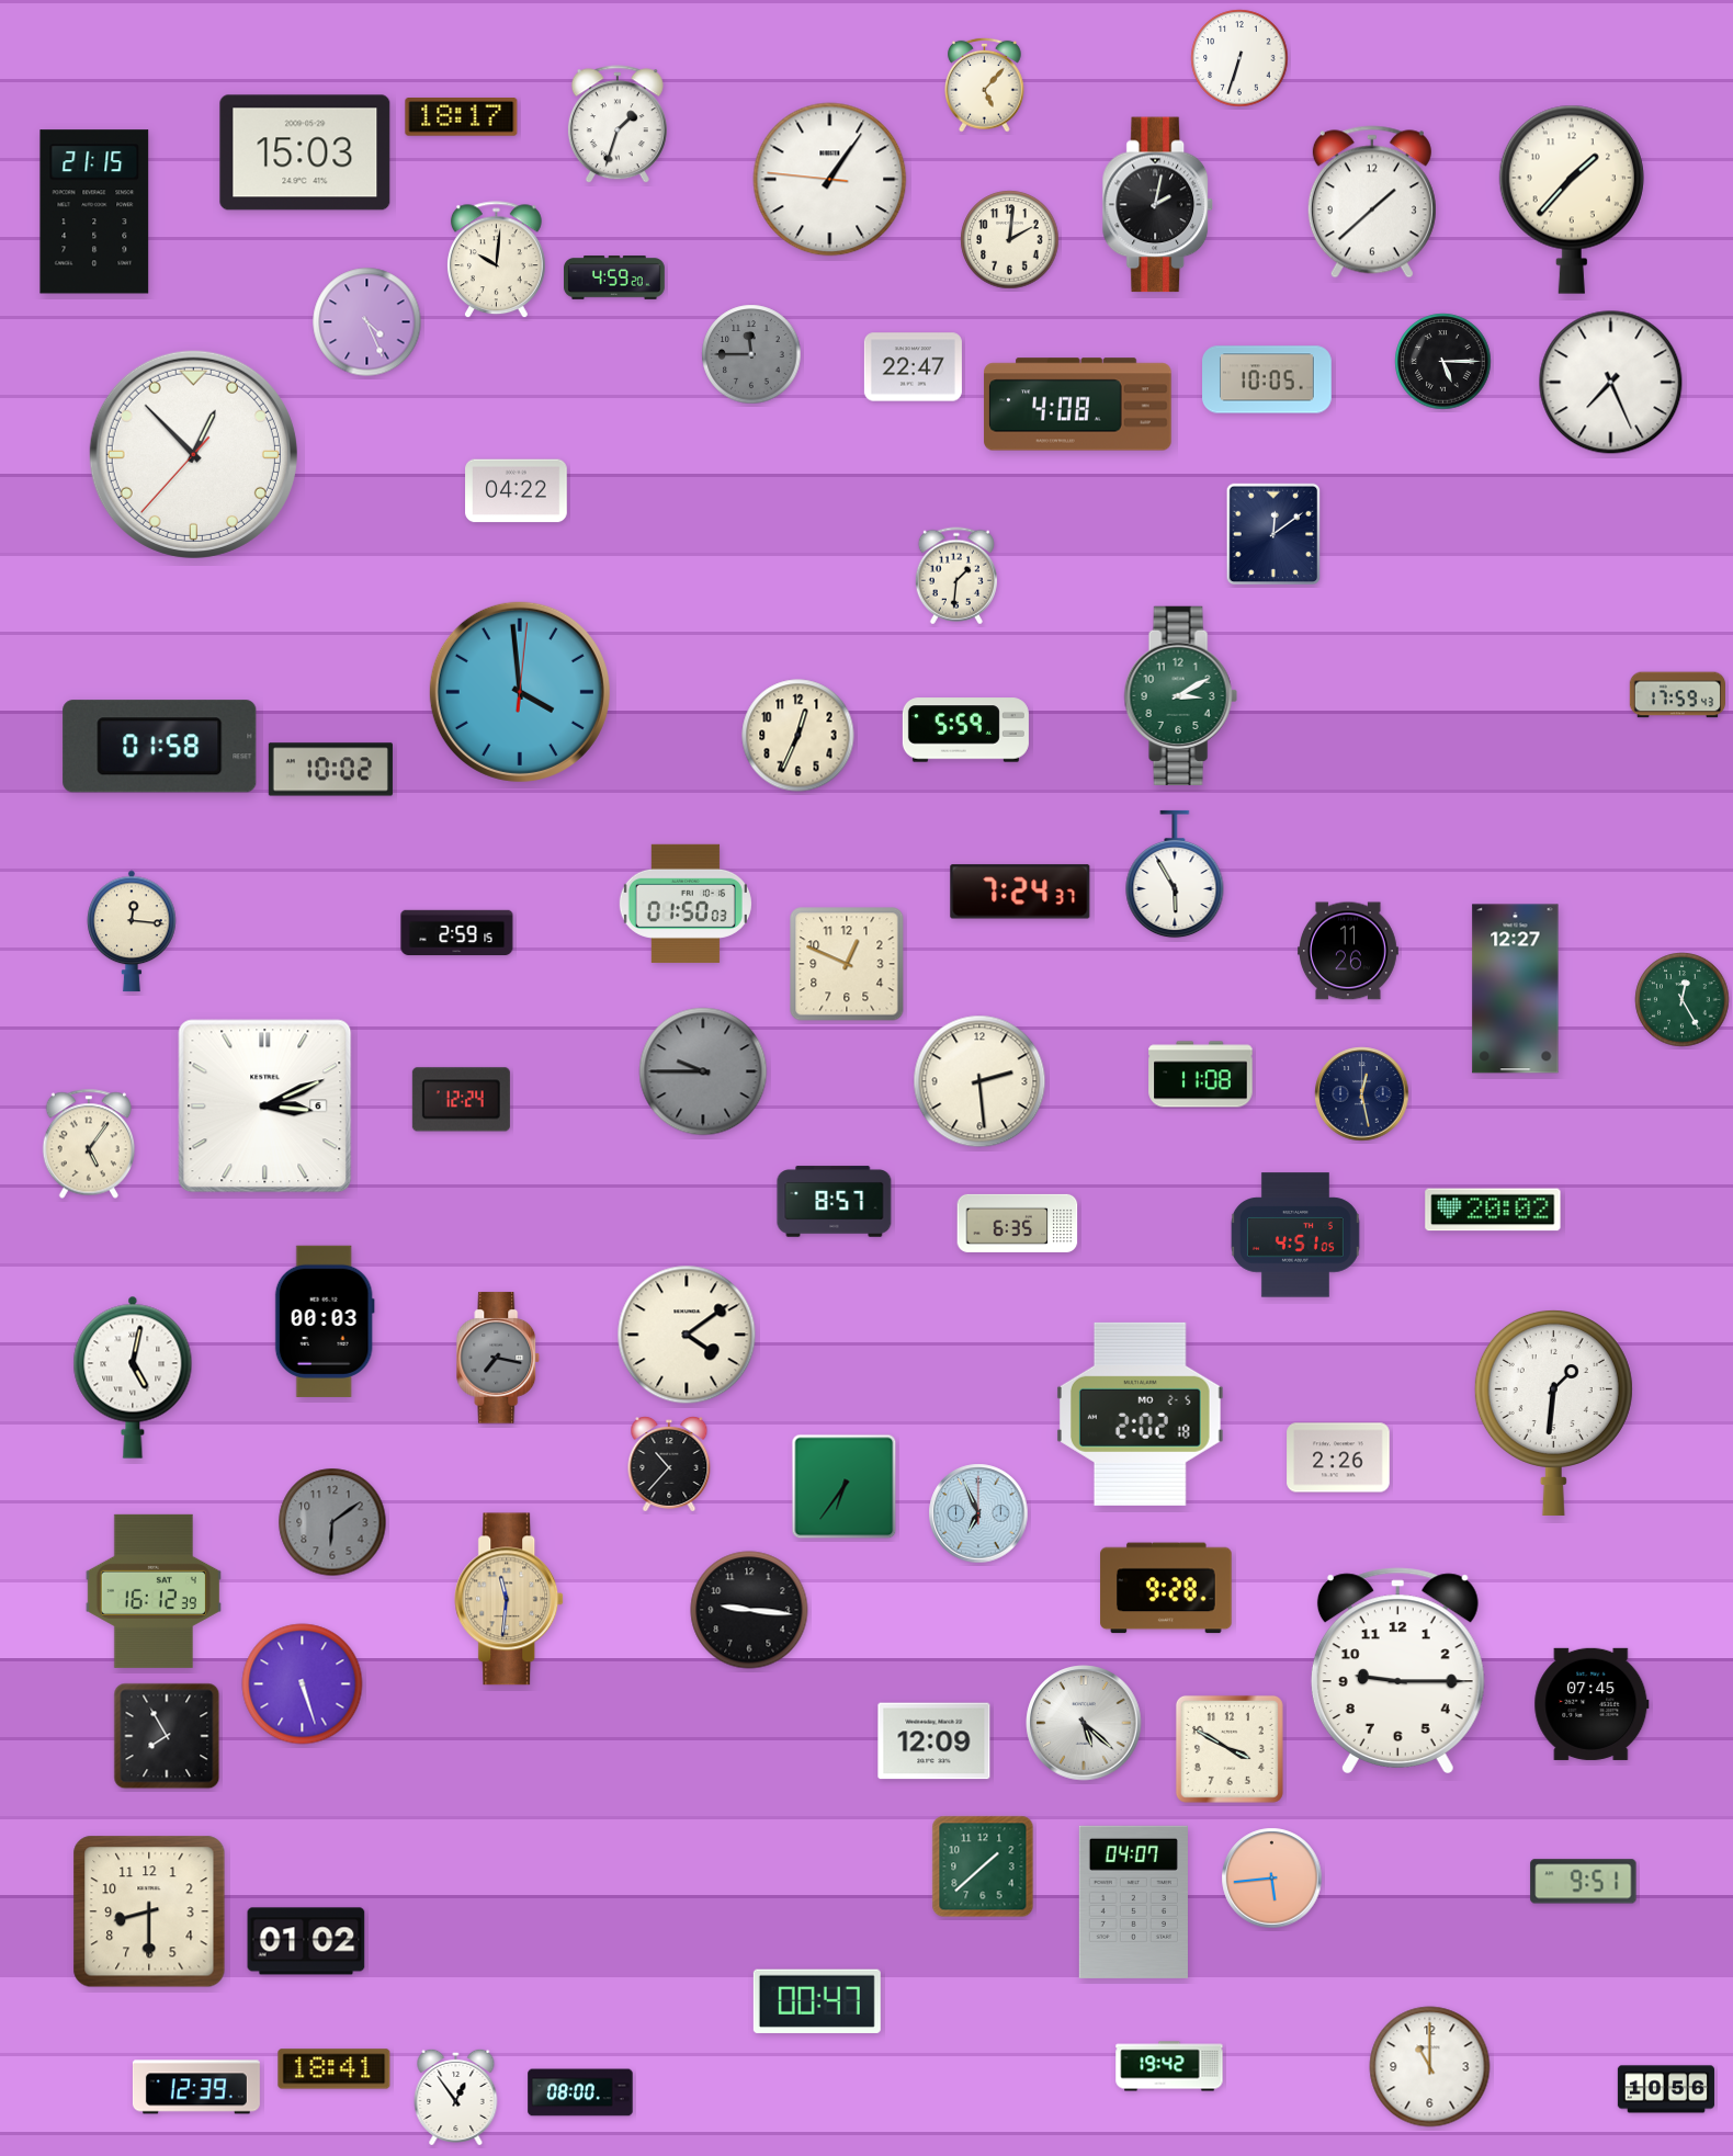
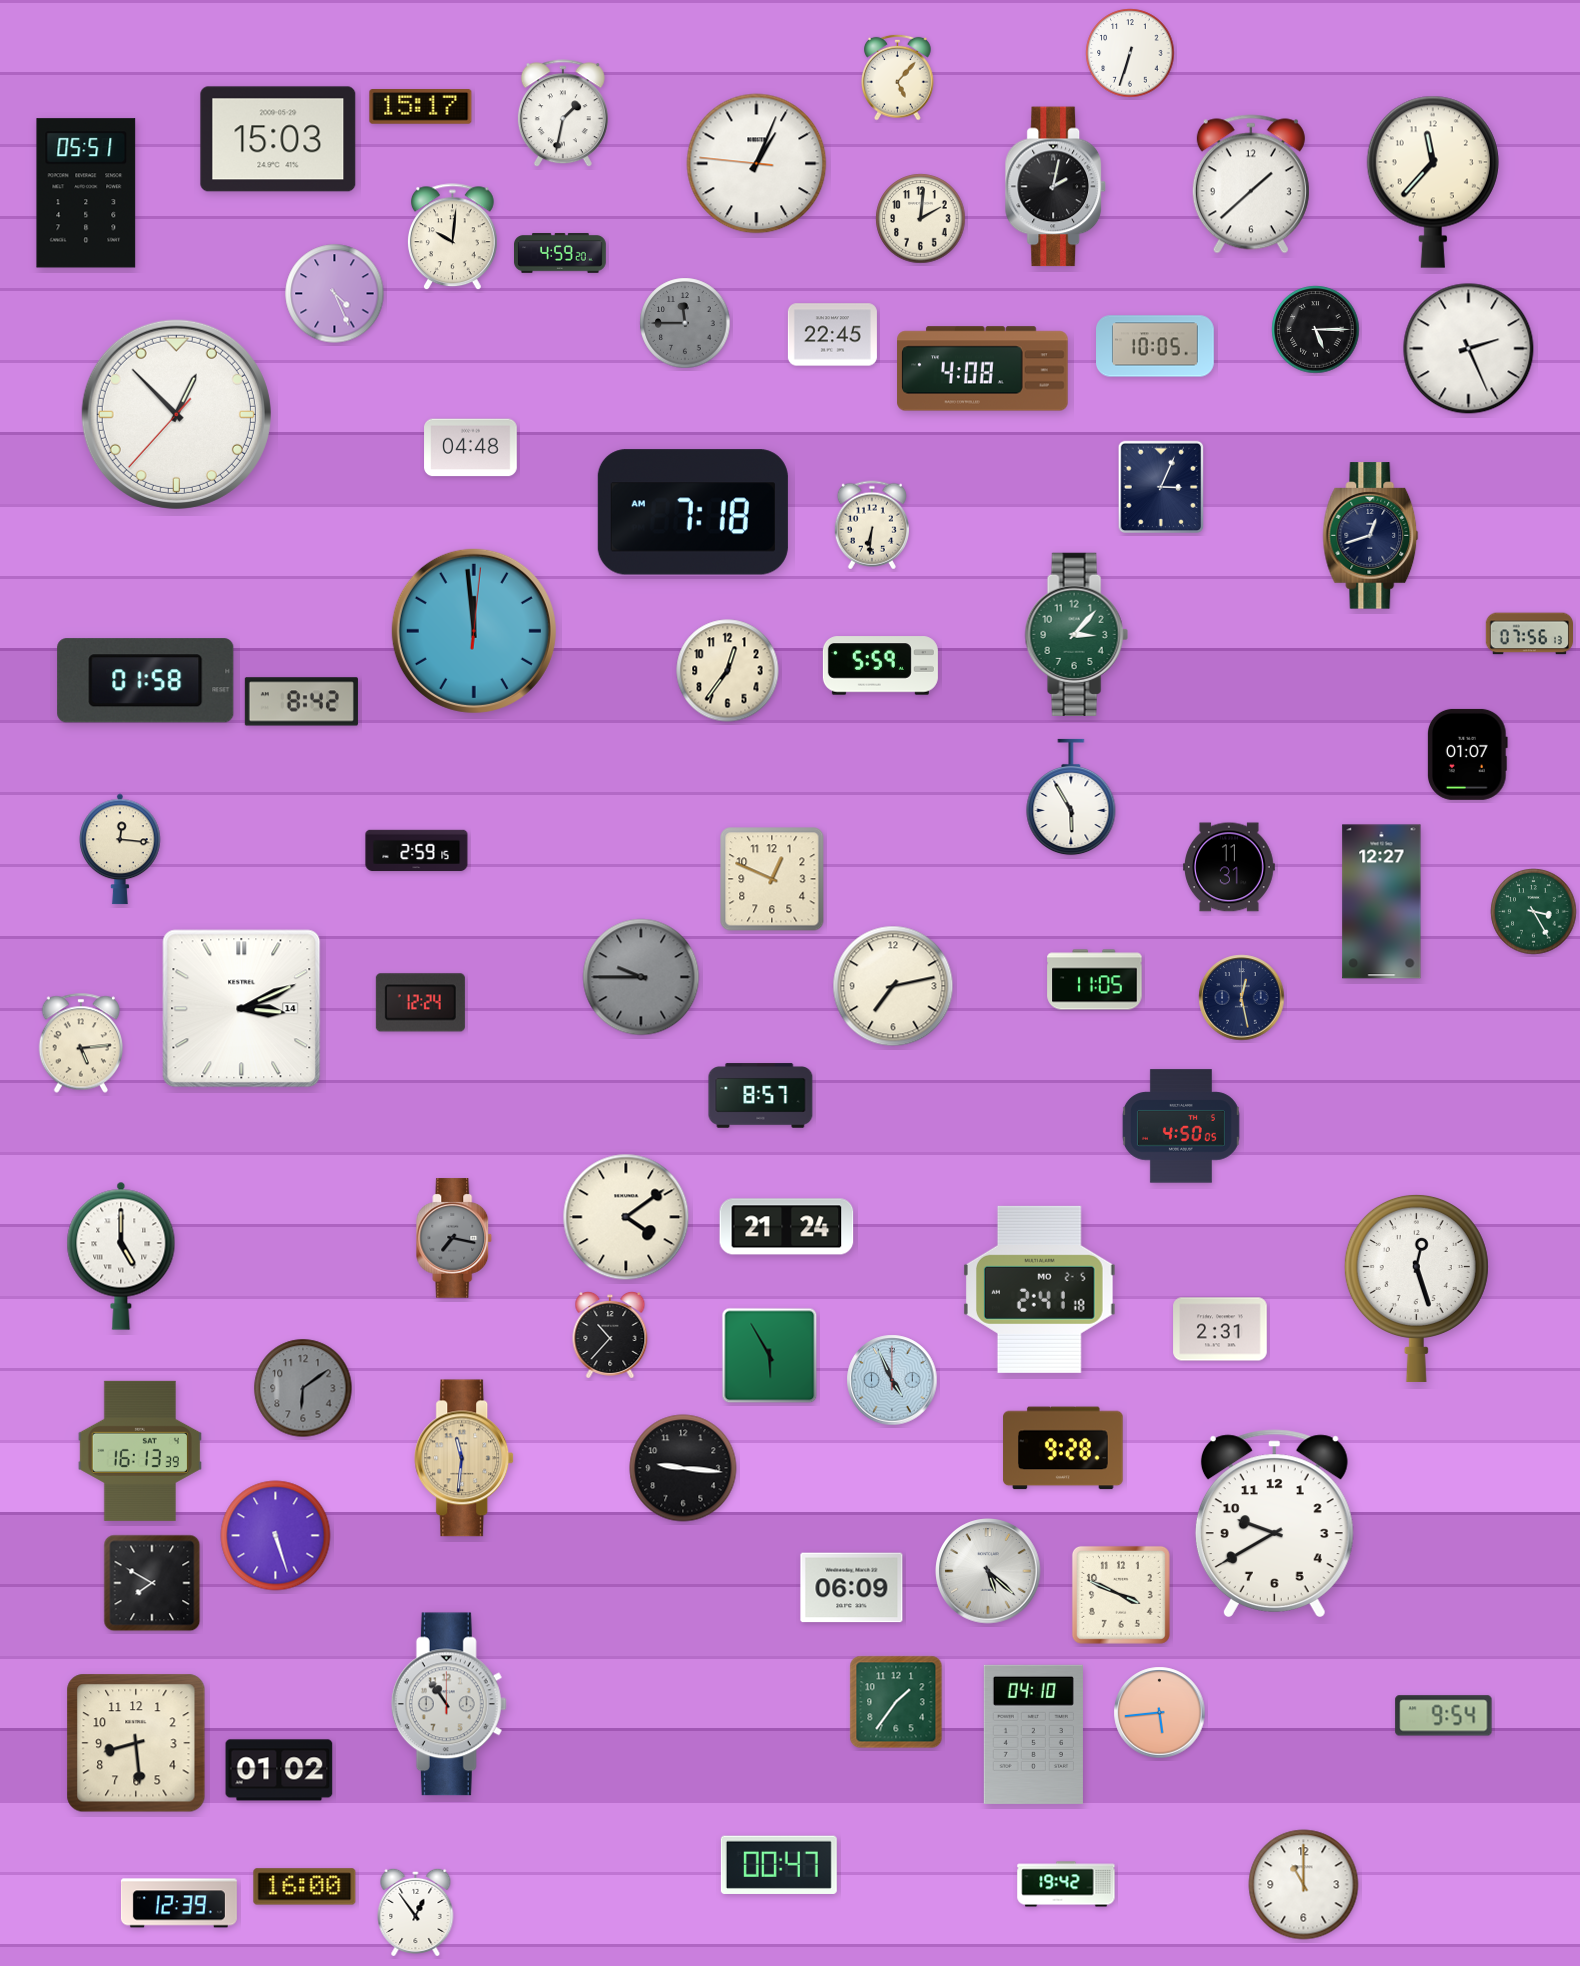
clock at (462, 117): 18:17 -> 15:17
clock at (618, 125): 1:33 -> 1:32
clock at (830, 180): 1:05 -> 1:03
clock at (1572, 200): 1:37 -> 11:37
clock at (94, 212): 21:15 -> 05:51
clock at (913, 367): 22:47 -> 22:45
clock at (1611, 383): 7:26 -> 2:26
clock at (517, 491): 04:22 -> 04:48
clock at (1273, 534): 12:09 -> 3:04
clock at (693, 512): none -> 7:18
clock at (956, 576): 1:31 -> 6:31
clock at (1371, 536): none -> 12:42
clock at (520, 692): 3:59 -> 11:59
clock at (1180, 695): 3:10 -> 3:07
clock at (1677, 695): 17:59 -> 07:56
clock at (798, 736): 12:34 -> 12:36
clock at (330, 770): 10:02 -> 8:42
clock at (1467, 754): none -> 01:07
clock at (1020, 892): 7:24 -> none
clock at (686, 904): 01:50 -> none
clock at (1349, 951): 11:26 -> 11:31
clock at (1683, 1000): 12:25 -> 3:25
clock at (1201, 1075): 11:08 -> 11:05
clock at (979, 1081): 2:29 -> 7:13
clock at (265, 1107) date: 6 -> 14
clock at (88, 1144): 5:06 -> 5:14
clock at (1493, 1210): 20:02 -> none
clock at (1018, 1223): 6:35 -> none
clock at (1295, 1235): 4:51 -> 4:50
clock at (325, 1321): 00:03 -> none
clock at (787, 1227): none -> 21:24
clock at (133, 1377): 5:02 -> 5:00
clock at (1553, 1412): 1:31 -> 12:27
clock at (1141, 1414): 2:02 -> 2:41
clock at (1338, 1457): 2:26 -> 2:31
clock at (845, 1487): 6:36 -> 5:55
clock at (978, 1513): 6:56 -> 4:56
clock at (154, 1591): 16:12 -> 16:13
clock at (1397, 1670): 9:15 -> 9:40
clock at (1592, 1704): 07:45 -> none
clock at (167, 1736): 7:55 -> 7:50
clock at (935, 1741): 12:09 -> 06:09
clock at (1230, 1749): 3:50 -> 3:49
clock at (983, 1866): 1:38 -> 1:36
clock at (449, 1704): none -> 10:54
clock at (1584, 1882): 9:51 -> 9:54
clock at (1133, 1902): 04:07 -> 04:10
clock at (149, 1911): 8:30 -> 8:29
clock at (817, 2000) position: (817, 2000) -> (779, 1864)
clock at (335, 2069): 18:41 -> 16:00
clock at (1666, 2089): 10:56 -> none
clock at (580, 2092): 08:00 -> none
